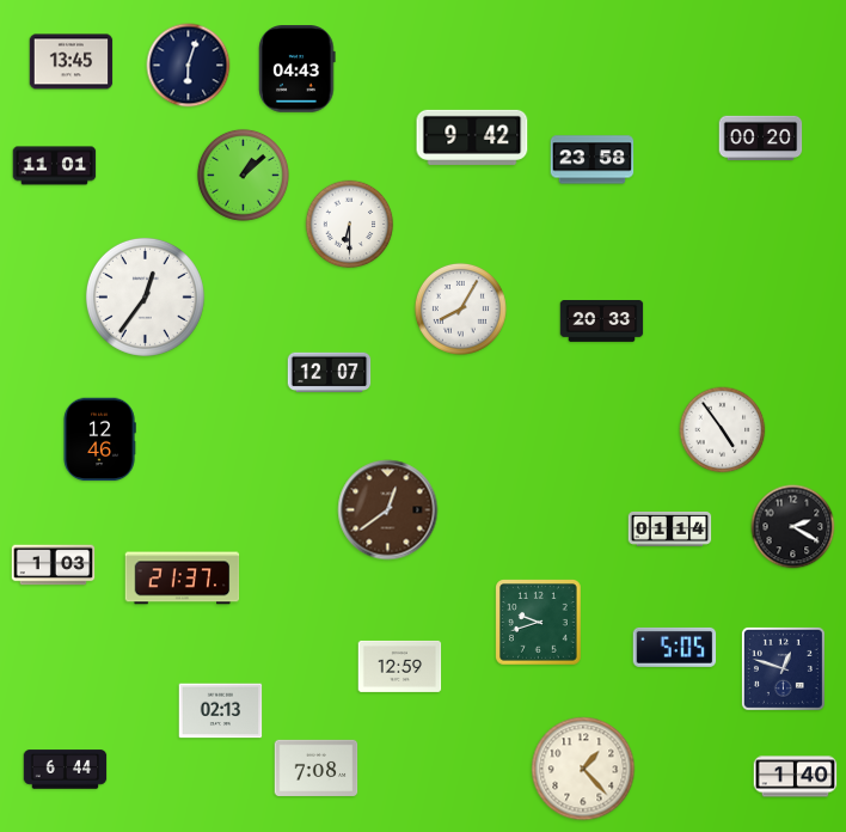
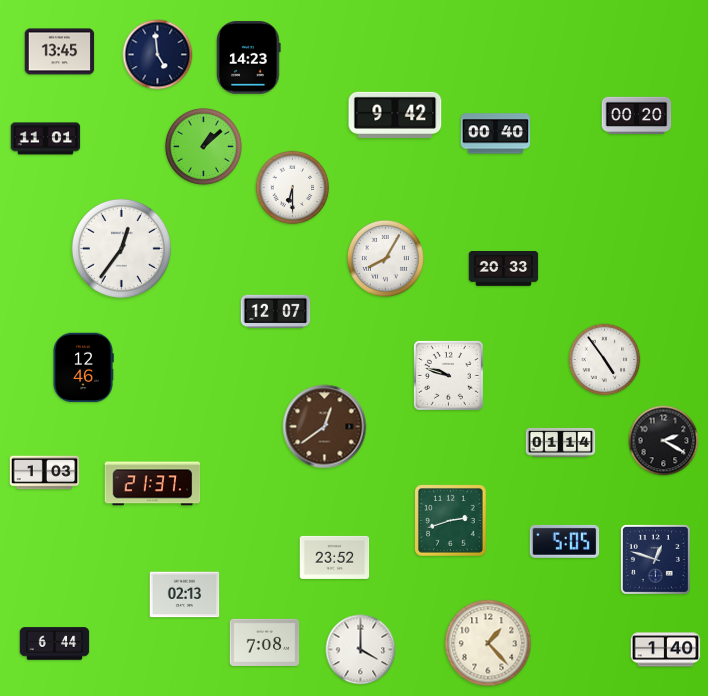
clock at (189, 66): 6:03 -> 4:59
clock at (298, 69): 04:43 -> 14:23
clock at (593, 160): 23:58 -> 00:40
clock at (448, 375): none -> 9:48
clock at (539, 623): 9:42 -> 2:42
clock at (400, 666): 12:59 -> 23:52
clock at (361, 650): none -> 4:00
